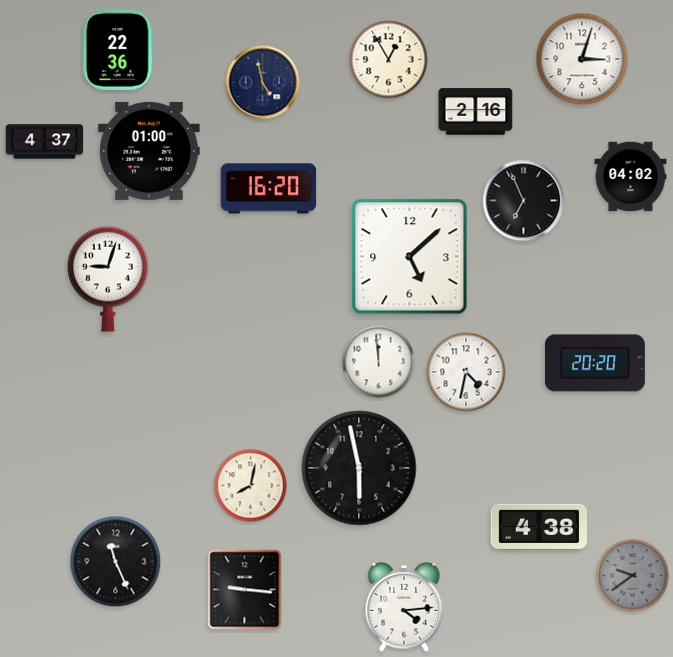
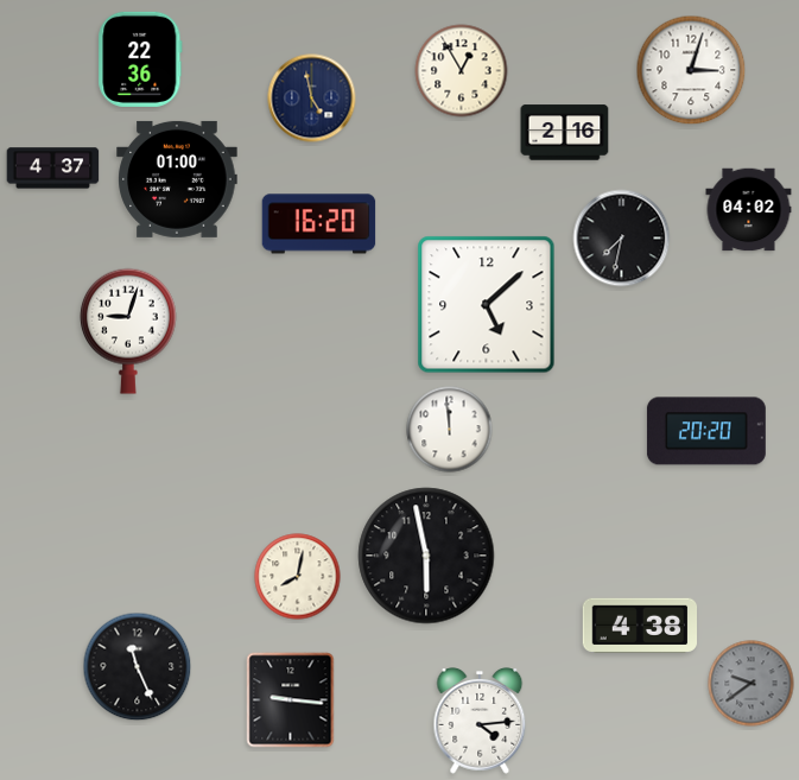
clock at (524, 201): 6:56 -> 7:32
clock at (466, 372): 4:32 -> none
